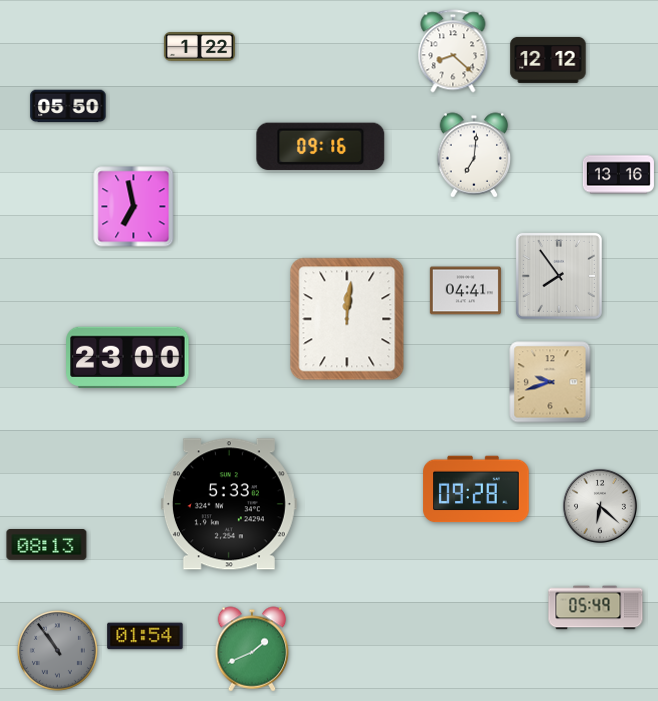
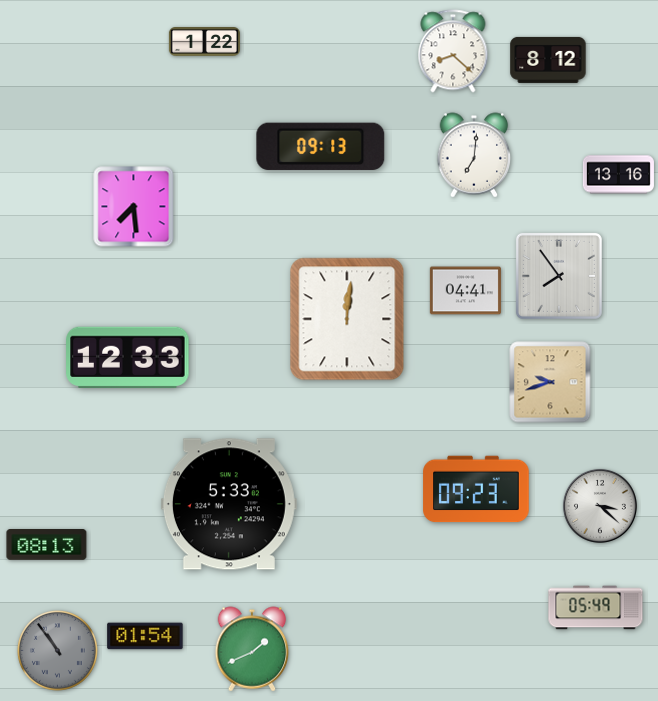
clock at (199, 47) position: (199, 47) -> (204, 42)
clock at (548, 60): 12:12 -> 8:12
clock at (68, 106): 05:50 -> none
clock at (321, 146): 09:16 -> 09:13
clock at (134, 207): 6:58 -> 7:29
clock at (128, 357): 23:00 -> 12:33
clock at (476, 489): 09:28 -> 09:23
clock at (600, 506): 6:22 -> 3:22
